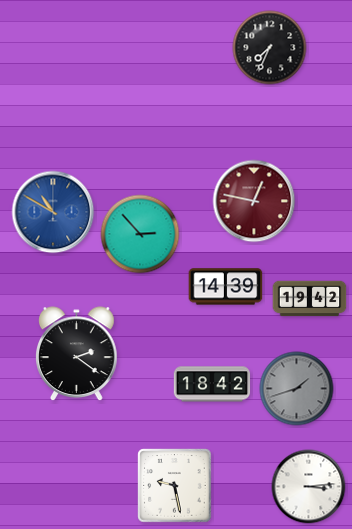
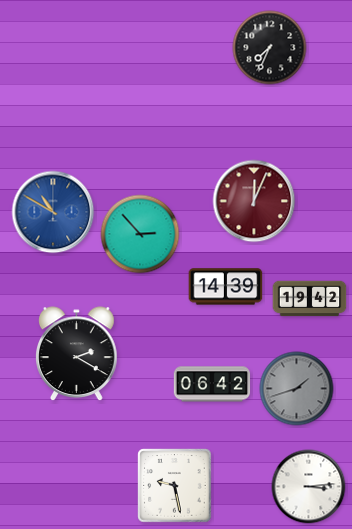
clock at (254, 201): 12:47 -> 12:04
clock at (77, 354): 2:21 -> 2:20
clock at (212, 384): 18:42 -> 06:42
